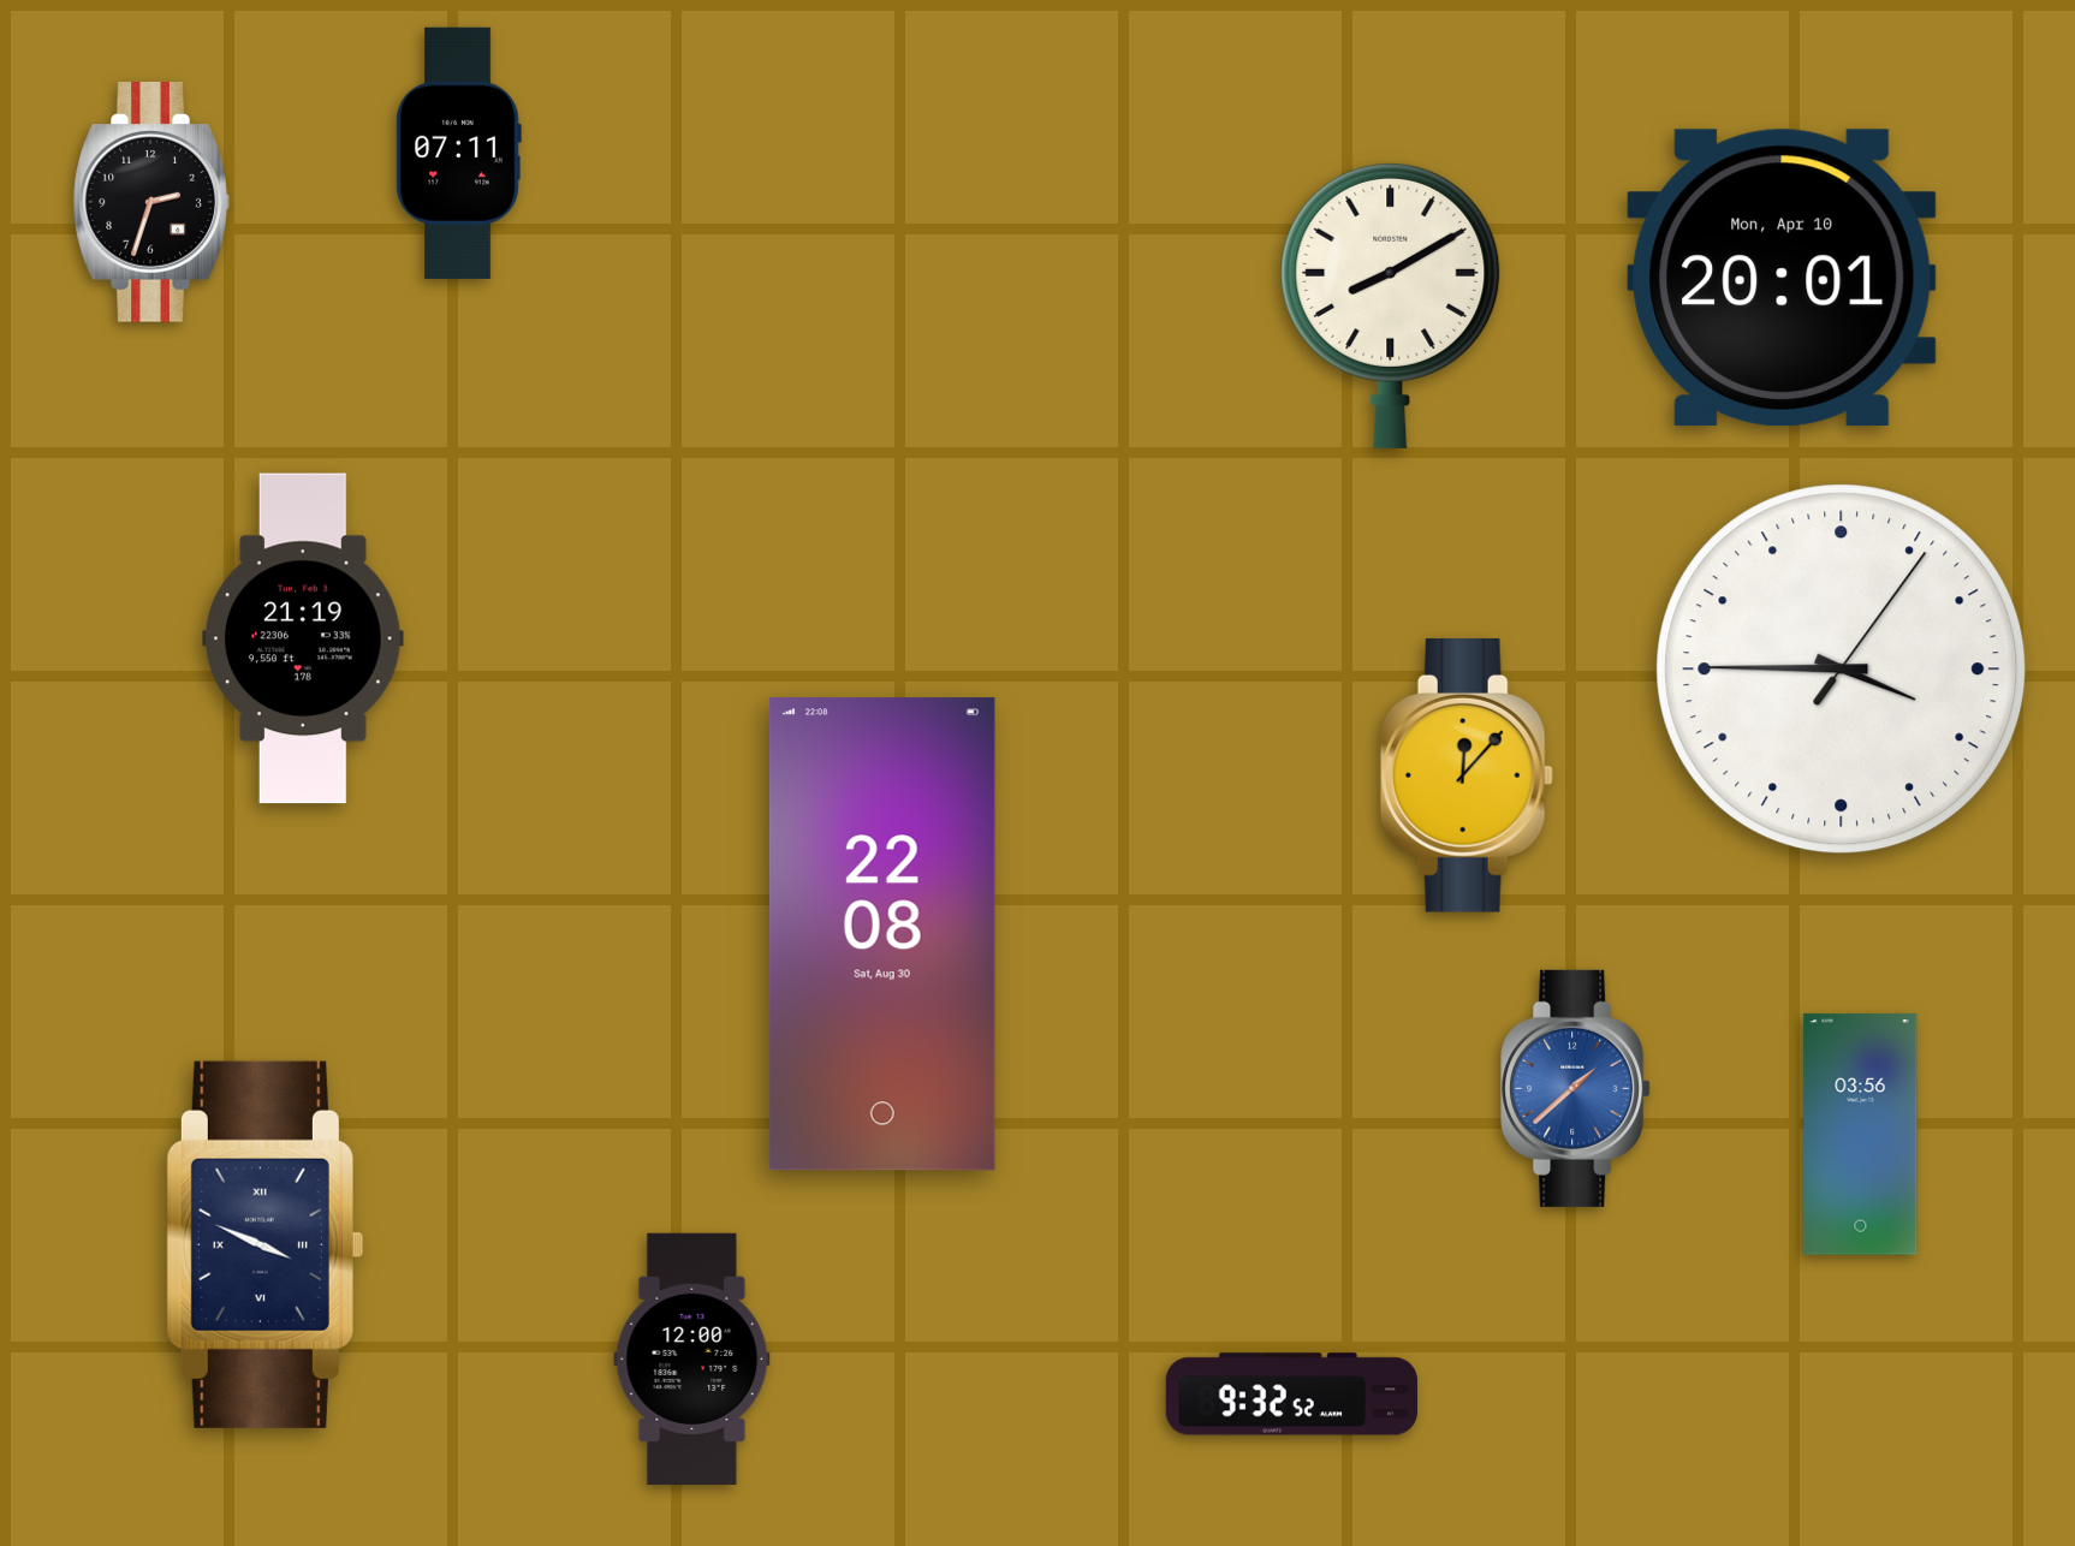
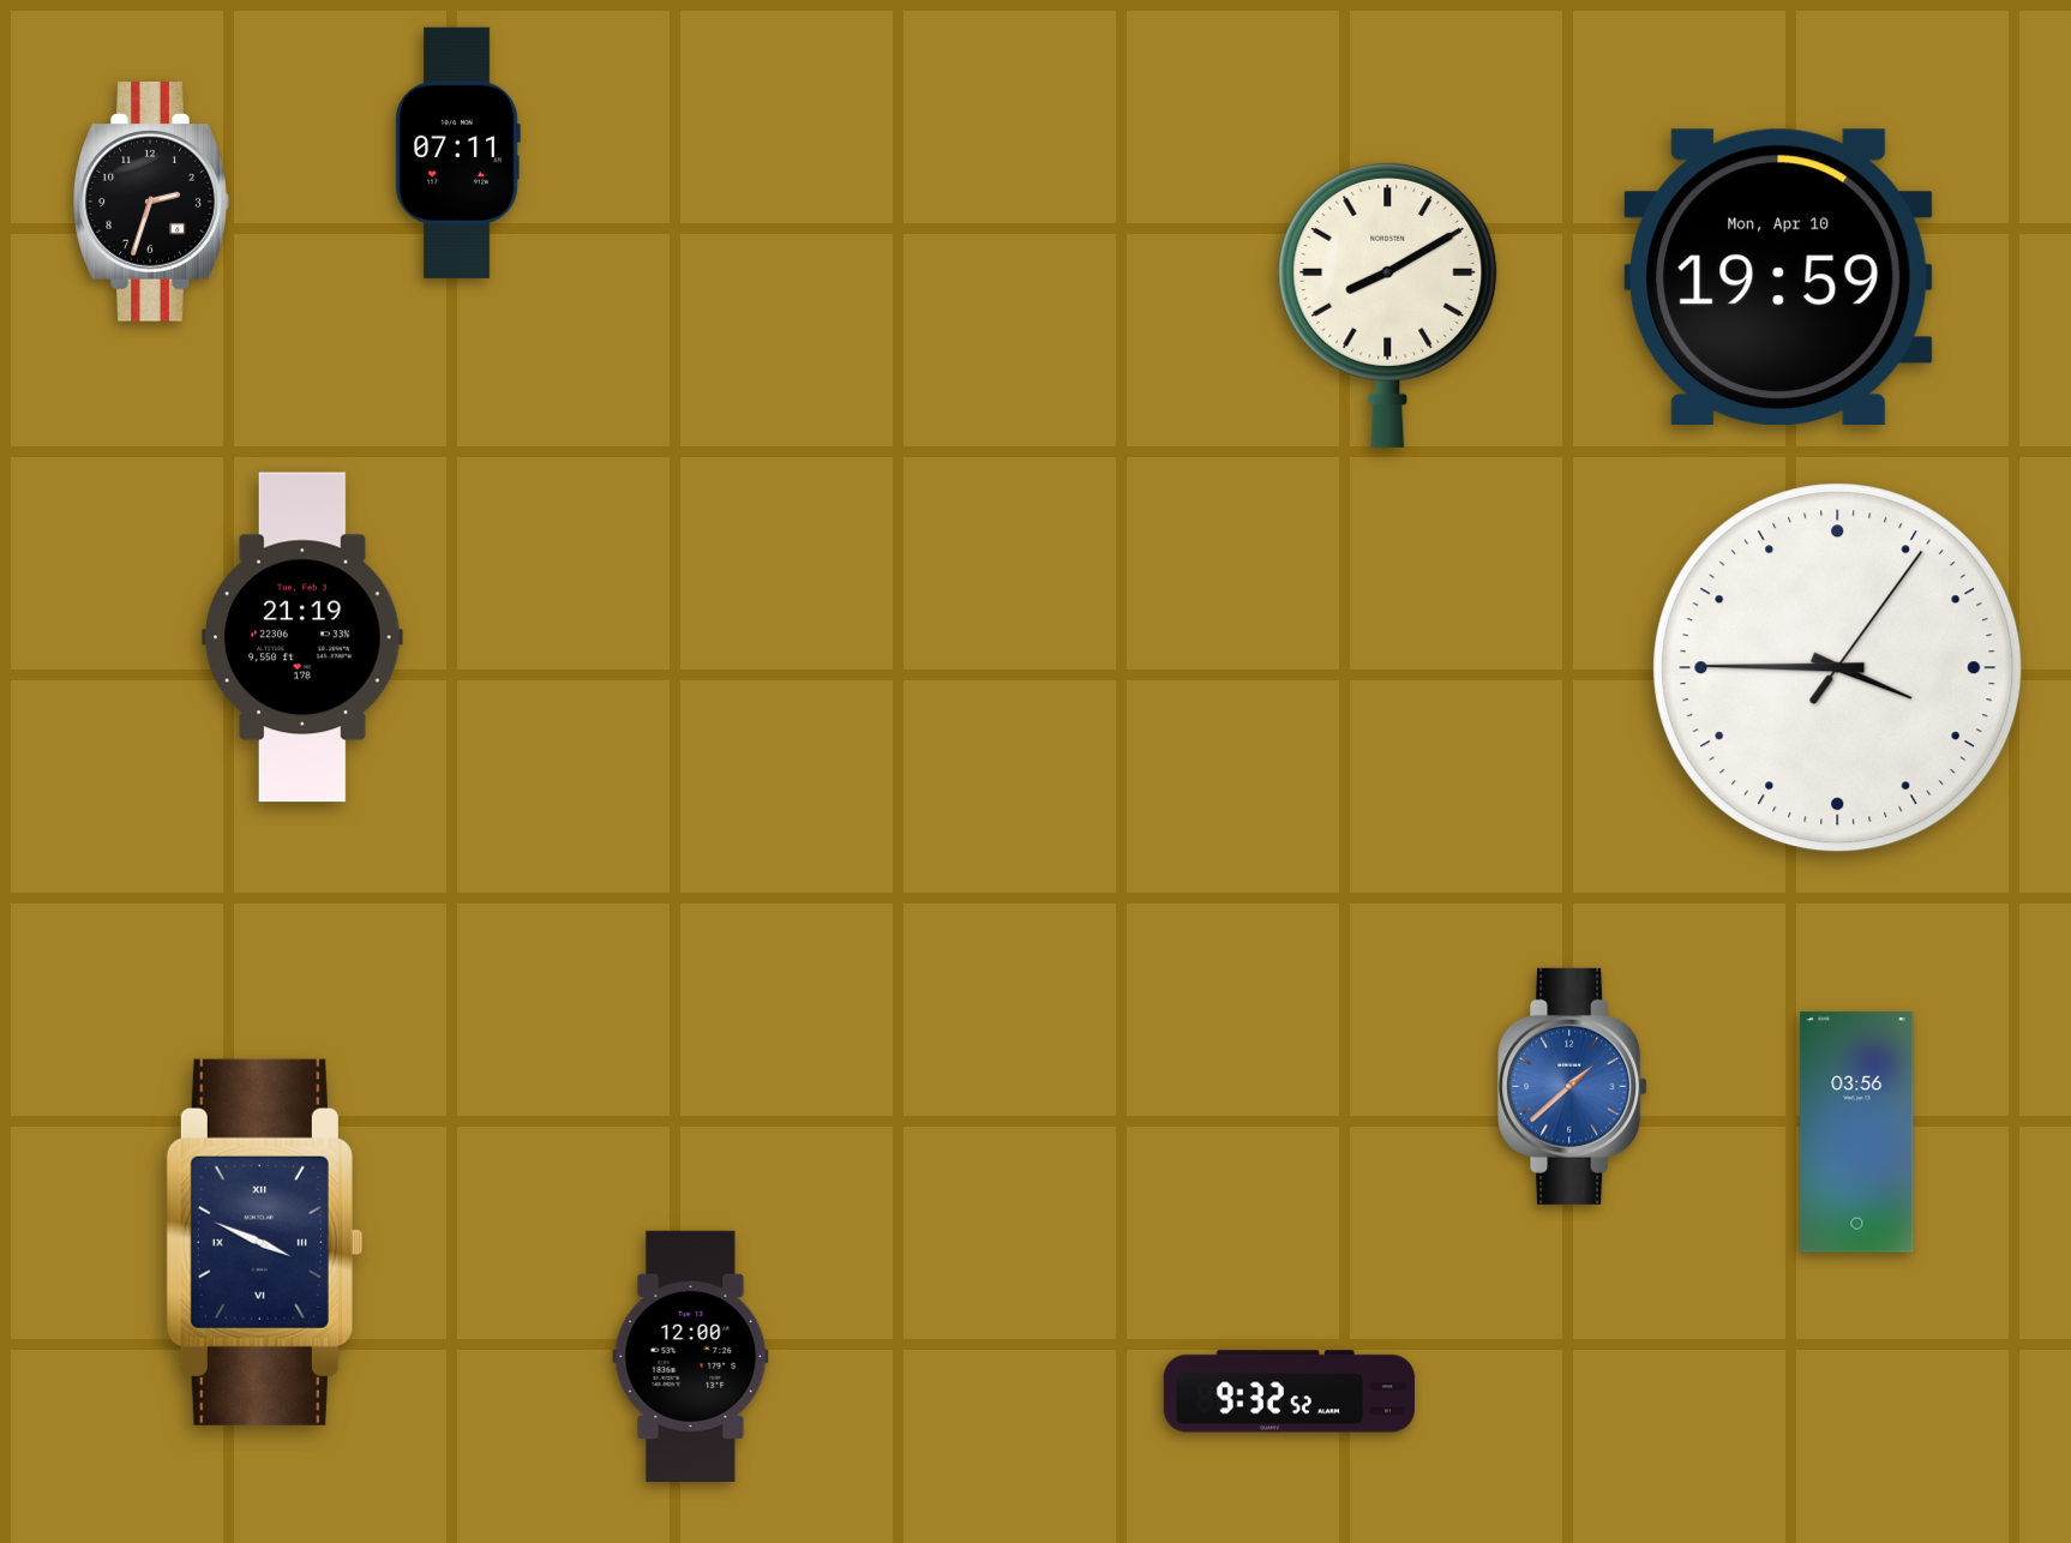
clock at (1782, 277): 20:01 -> 19:59
clock at (1467, 777): 12:07 -> none
clock at (882, 934): 22:08 -> none
